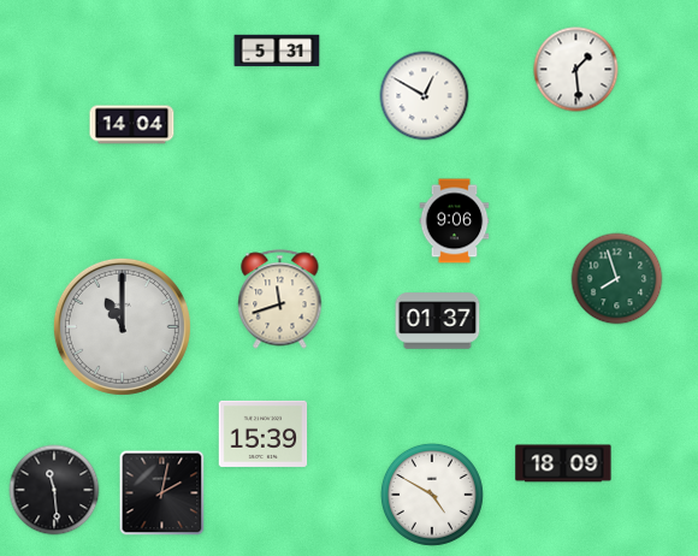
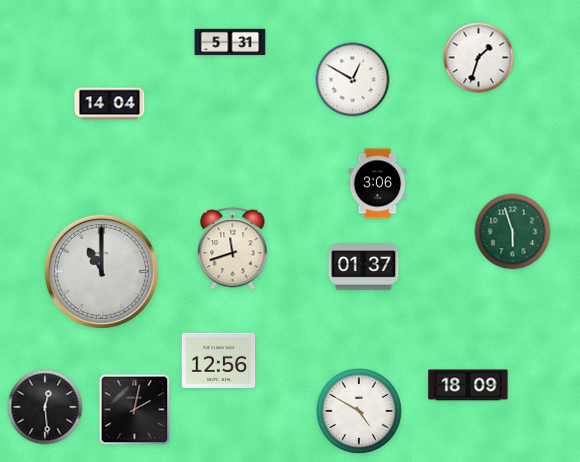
clock at (576, 70): 1:29 -> 1:33
clock at (455, 221): 9:06 -> 3:06
clock at (617, 279): 7:57 -> 5:57
clock at (264, 433): 15:39 -> 12:56
clock at (54, 490): 11:29 -> 12:29
